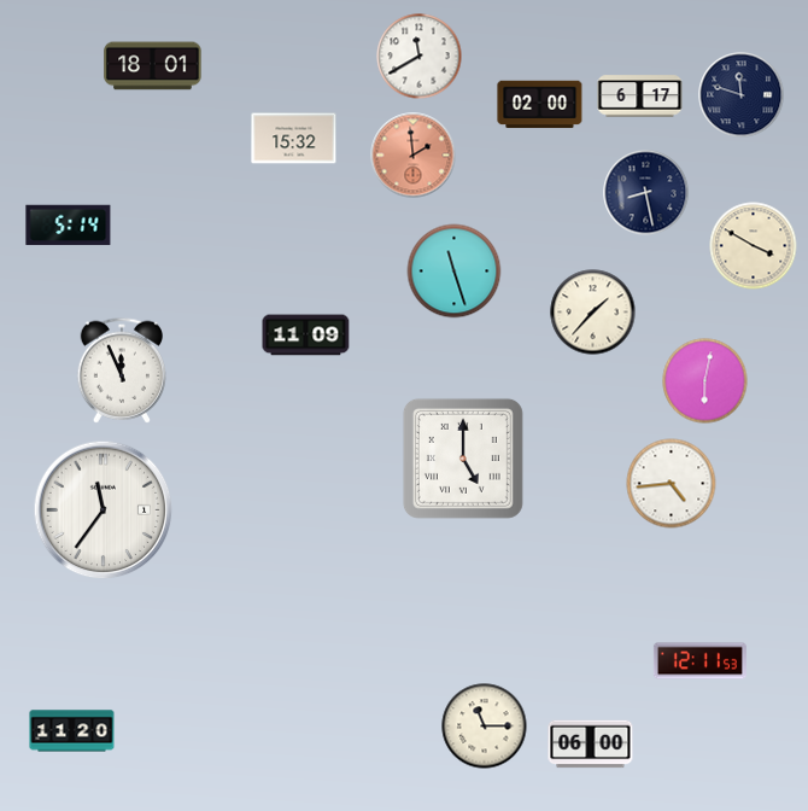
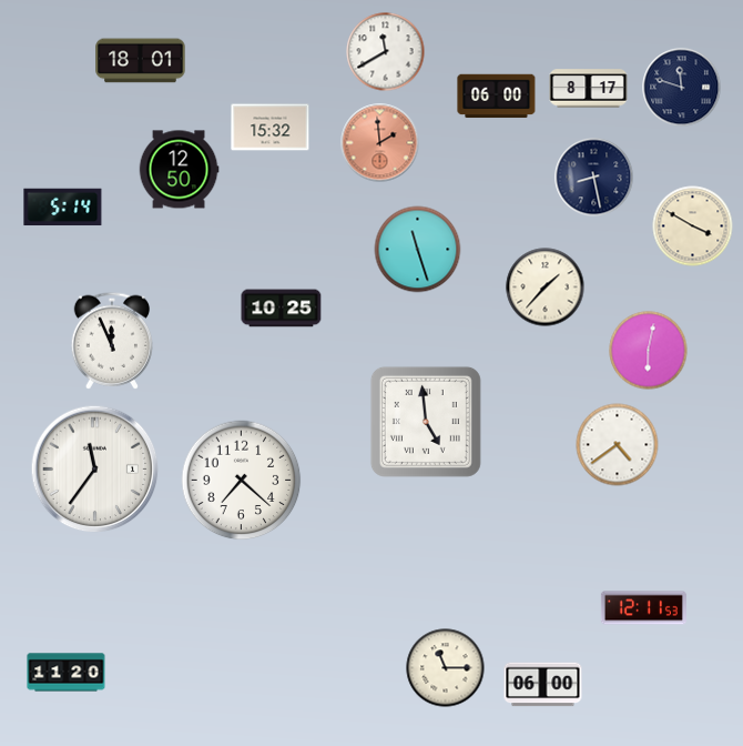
clock at (640, 97): 6:17 -> 8:17
clock at (540, 105): 02:00 -> 06:00
clock at (179, 170): none -> 12:50
clock at (306, 336): 11:09 -> 10:25
clock at (463, 459): 5:00 -> 4:59
clock at (672, 484): 4:44 -> 4:39
clock at (242, 481): none -> 7:22
